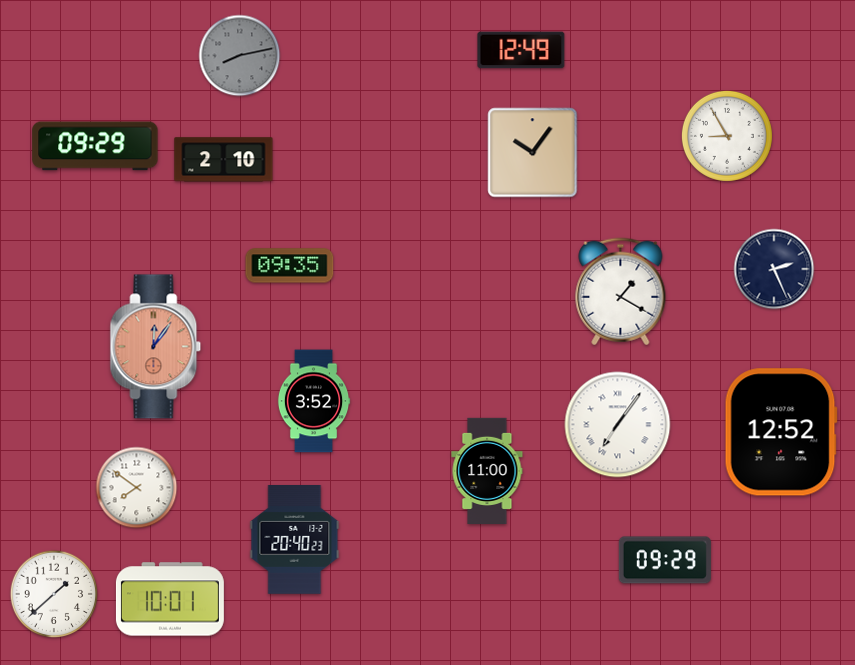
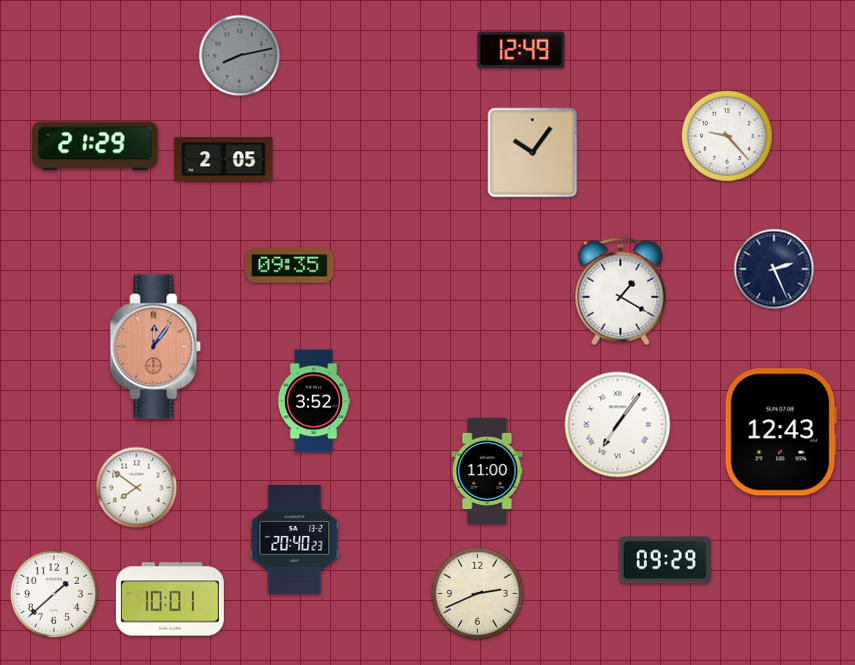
clock at (727, 136): 8:55 -> 9:23
clock at (95, 146): 09:29 -> 21:29
clock at (224, 160): 2:10 -> 2:05
clock at (781, 432): 12:52 -> 12:43
clock at (477, 593): none -> 2:41
